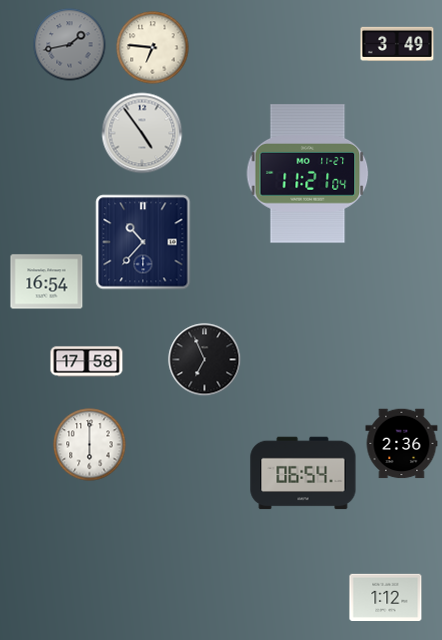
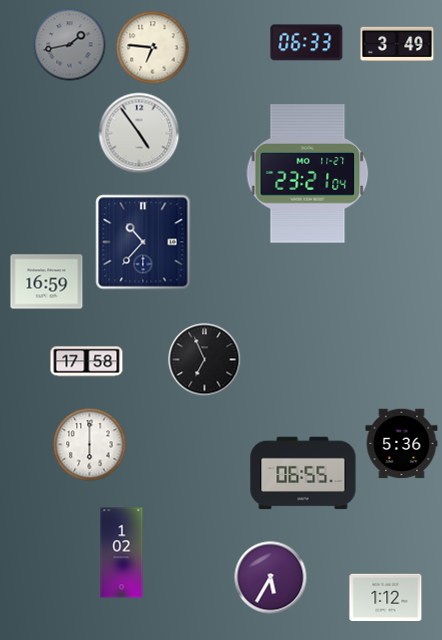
clock at (307, 43): none -> 06:33
clock at (142, 133) position: (142, 133) -> (139, 133)
clock at (308, 174): 11:21 -> 23:21
clock at (47, 282): 16:54 -> 16:59
clock at (402, 444): 2:36 -> 5:36
clock at (303, 473): 06:54 -> 06:55
clock at (122, 553): none -> 1:02
clock at (271, 578): none -> 5:35
